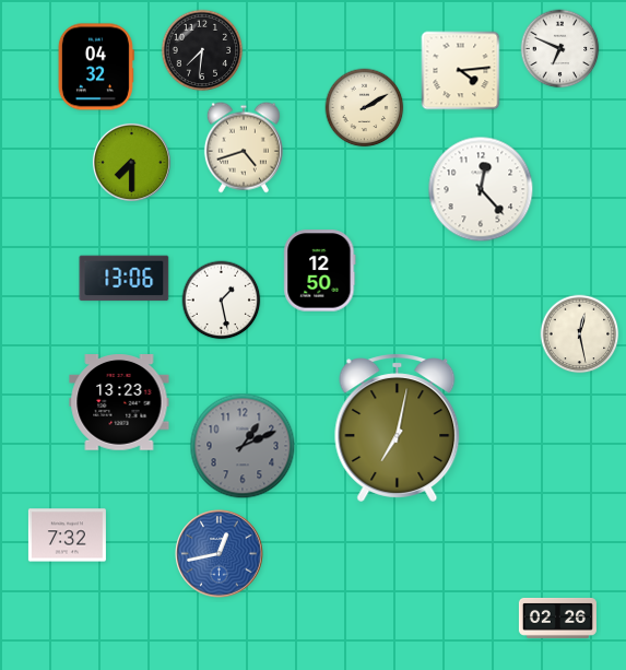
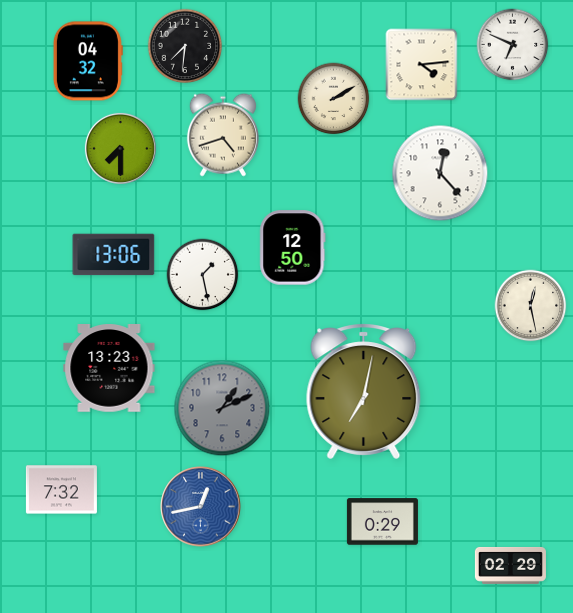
clock at (382, 522): none -> 0:29
clock at (557, 618): 02:26 -> 02:29
